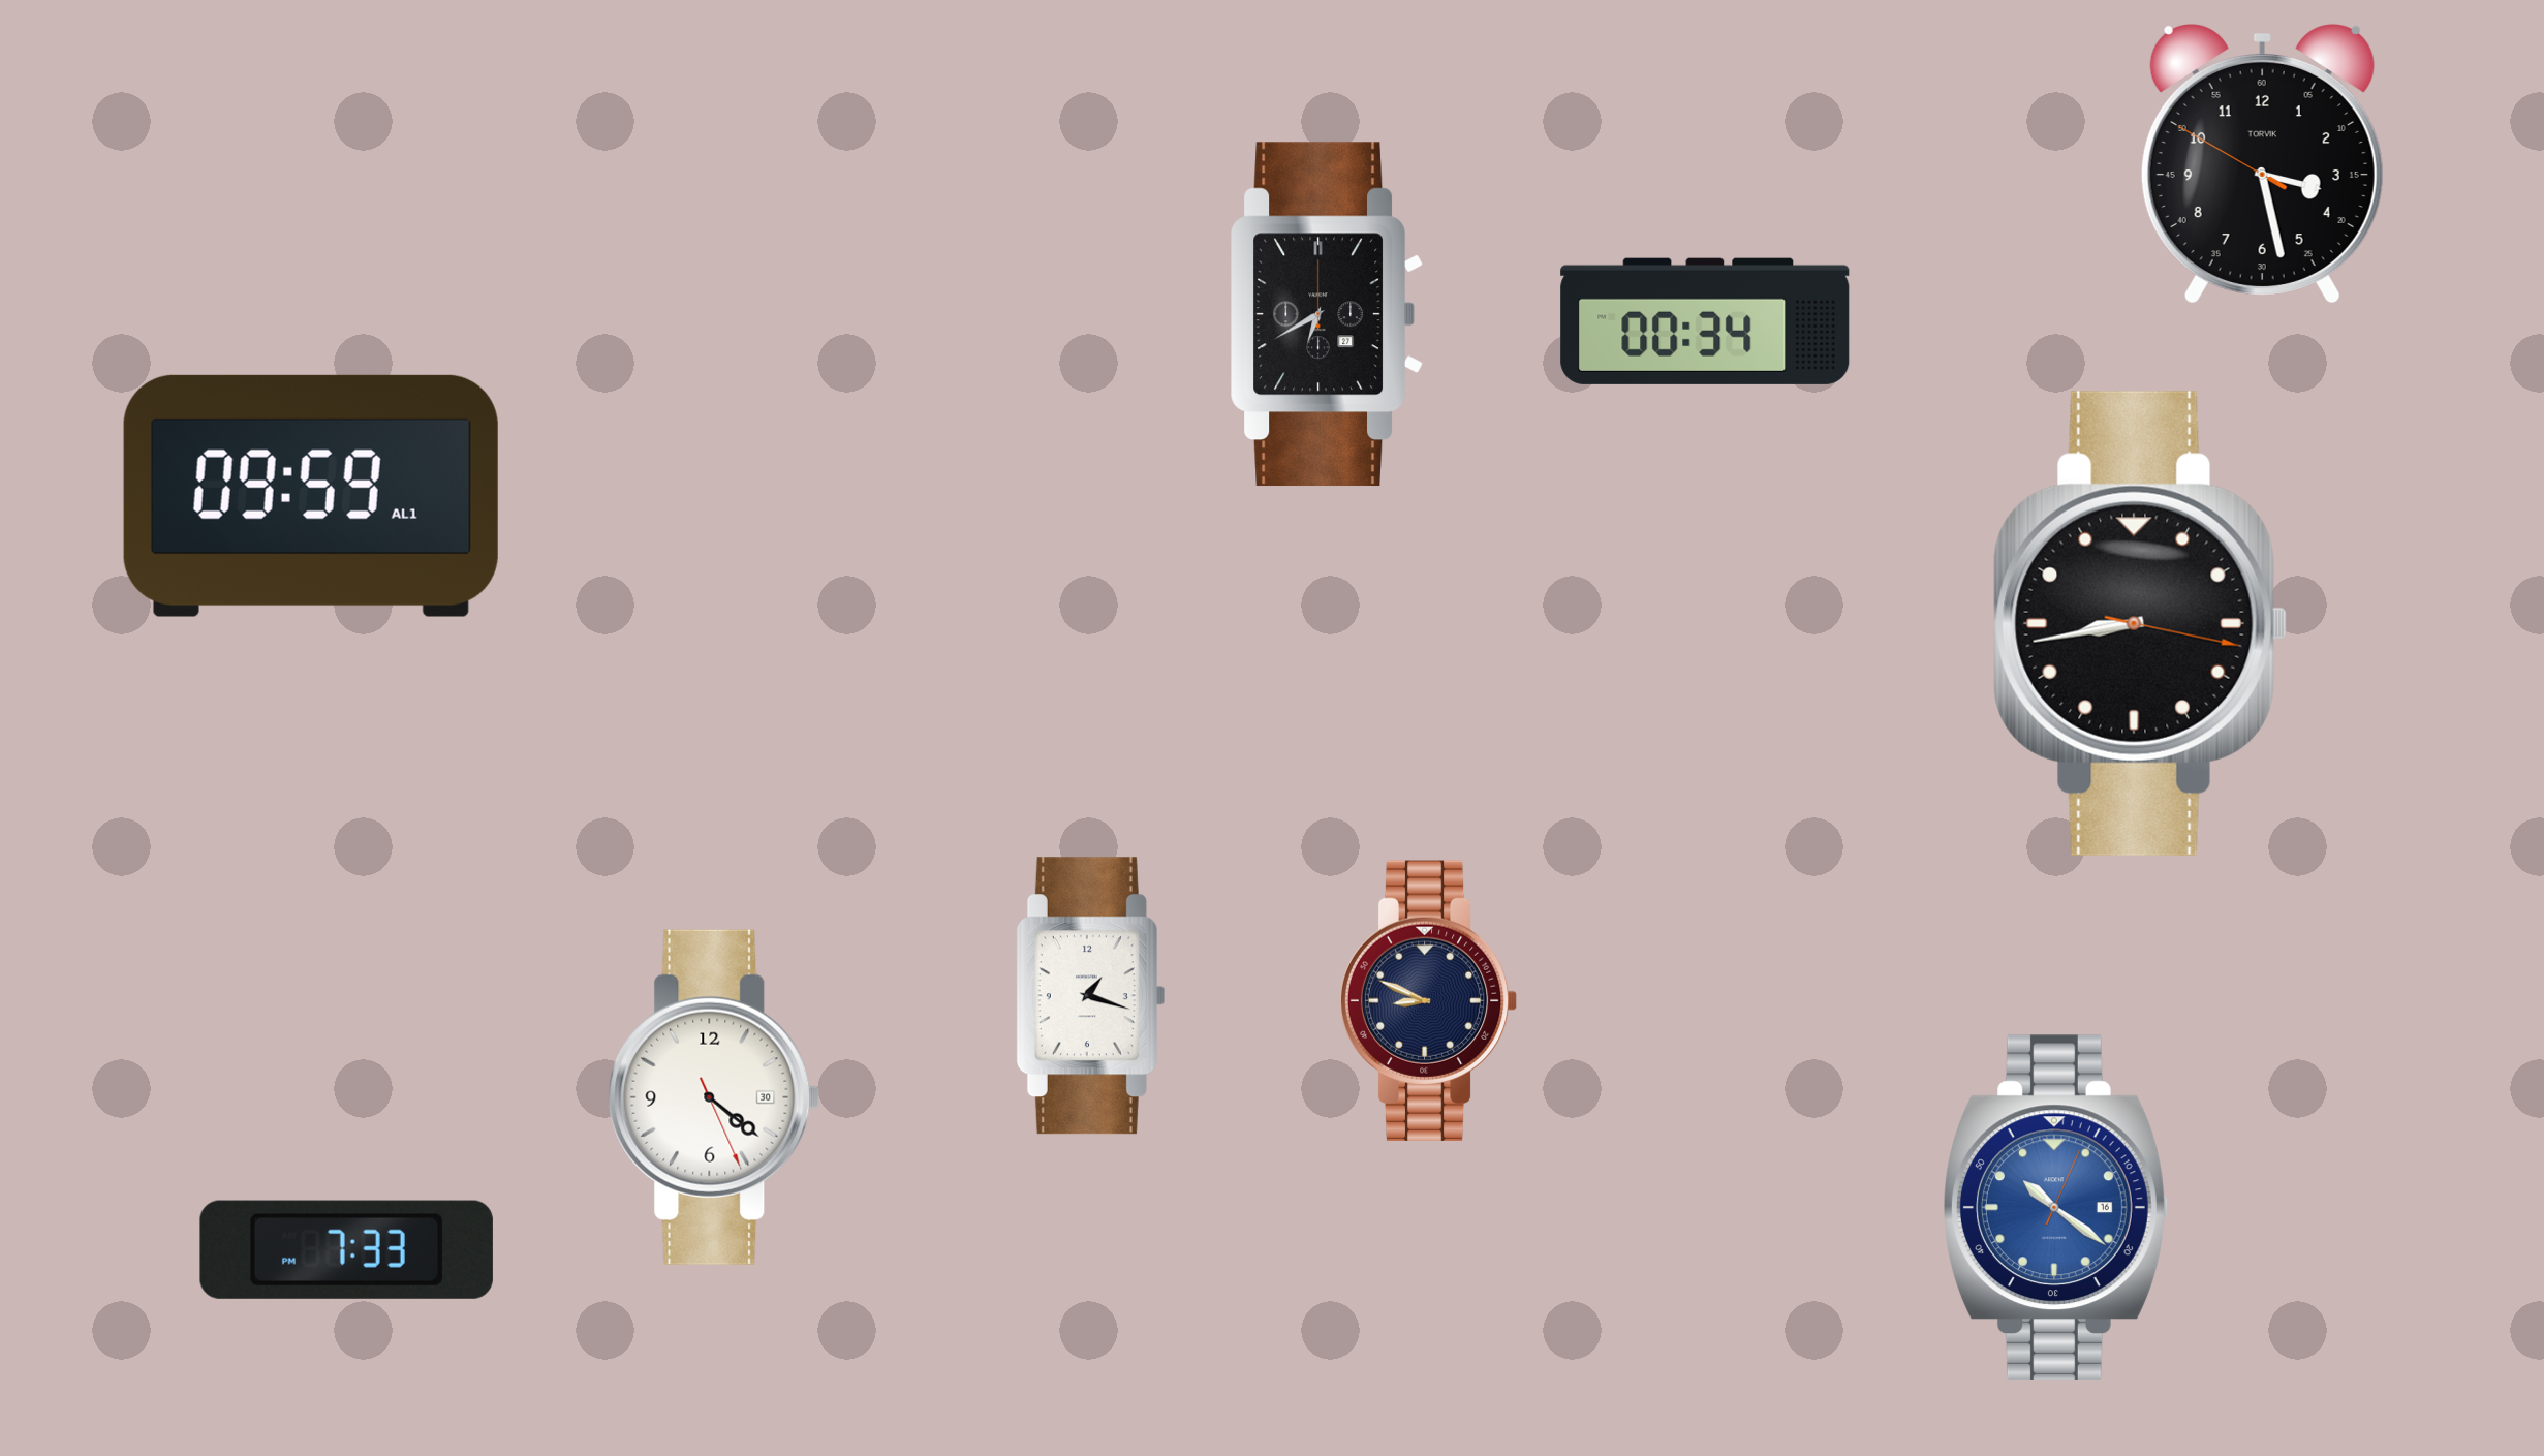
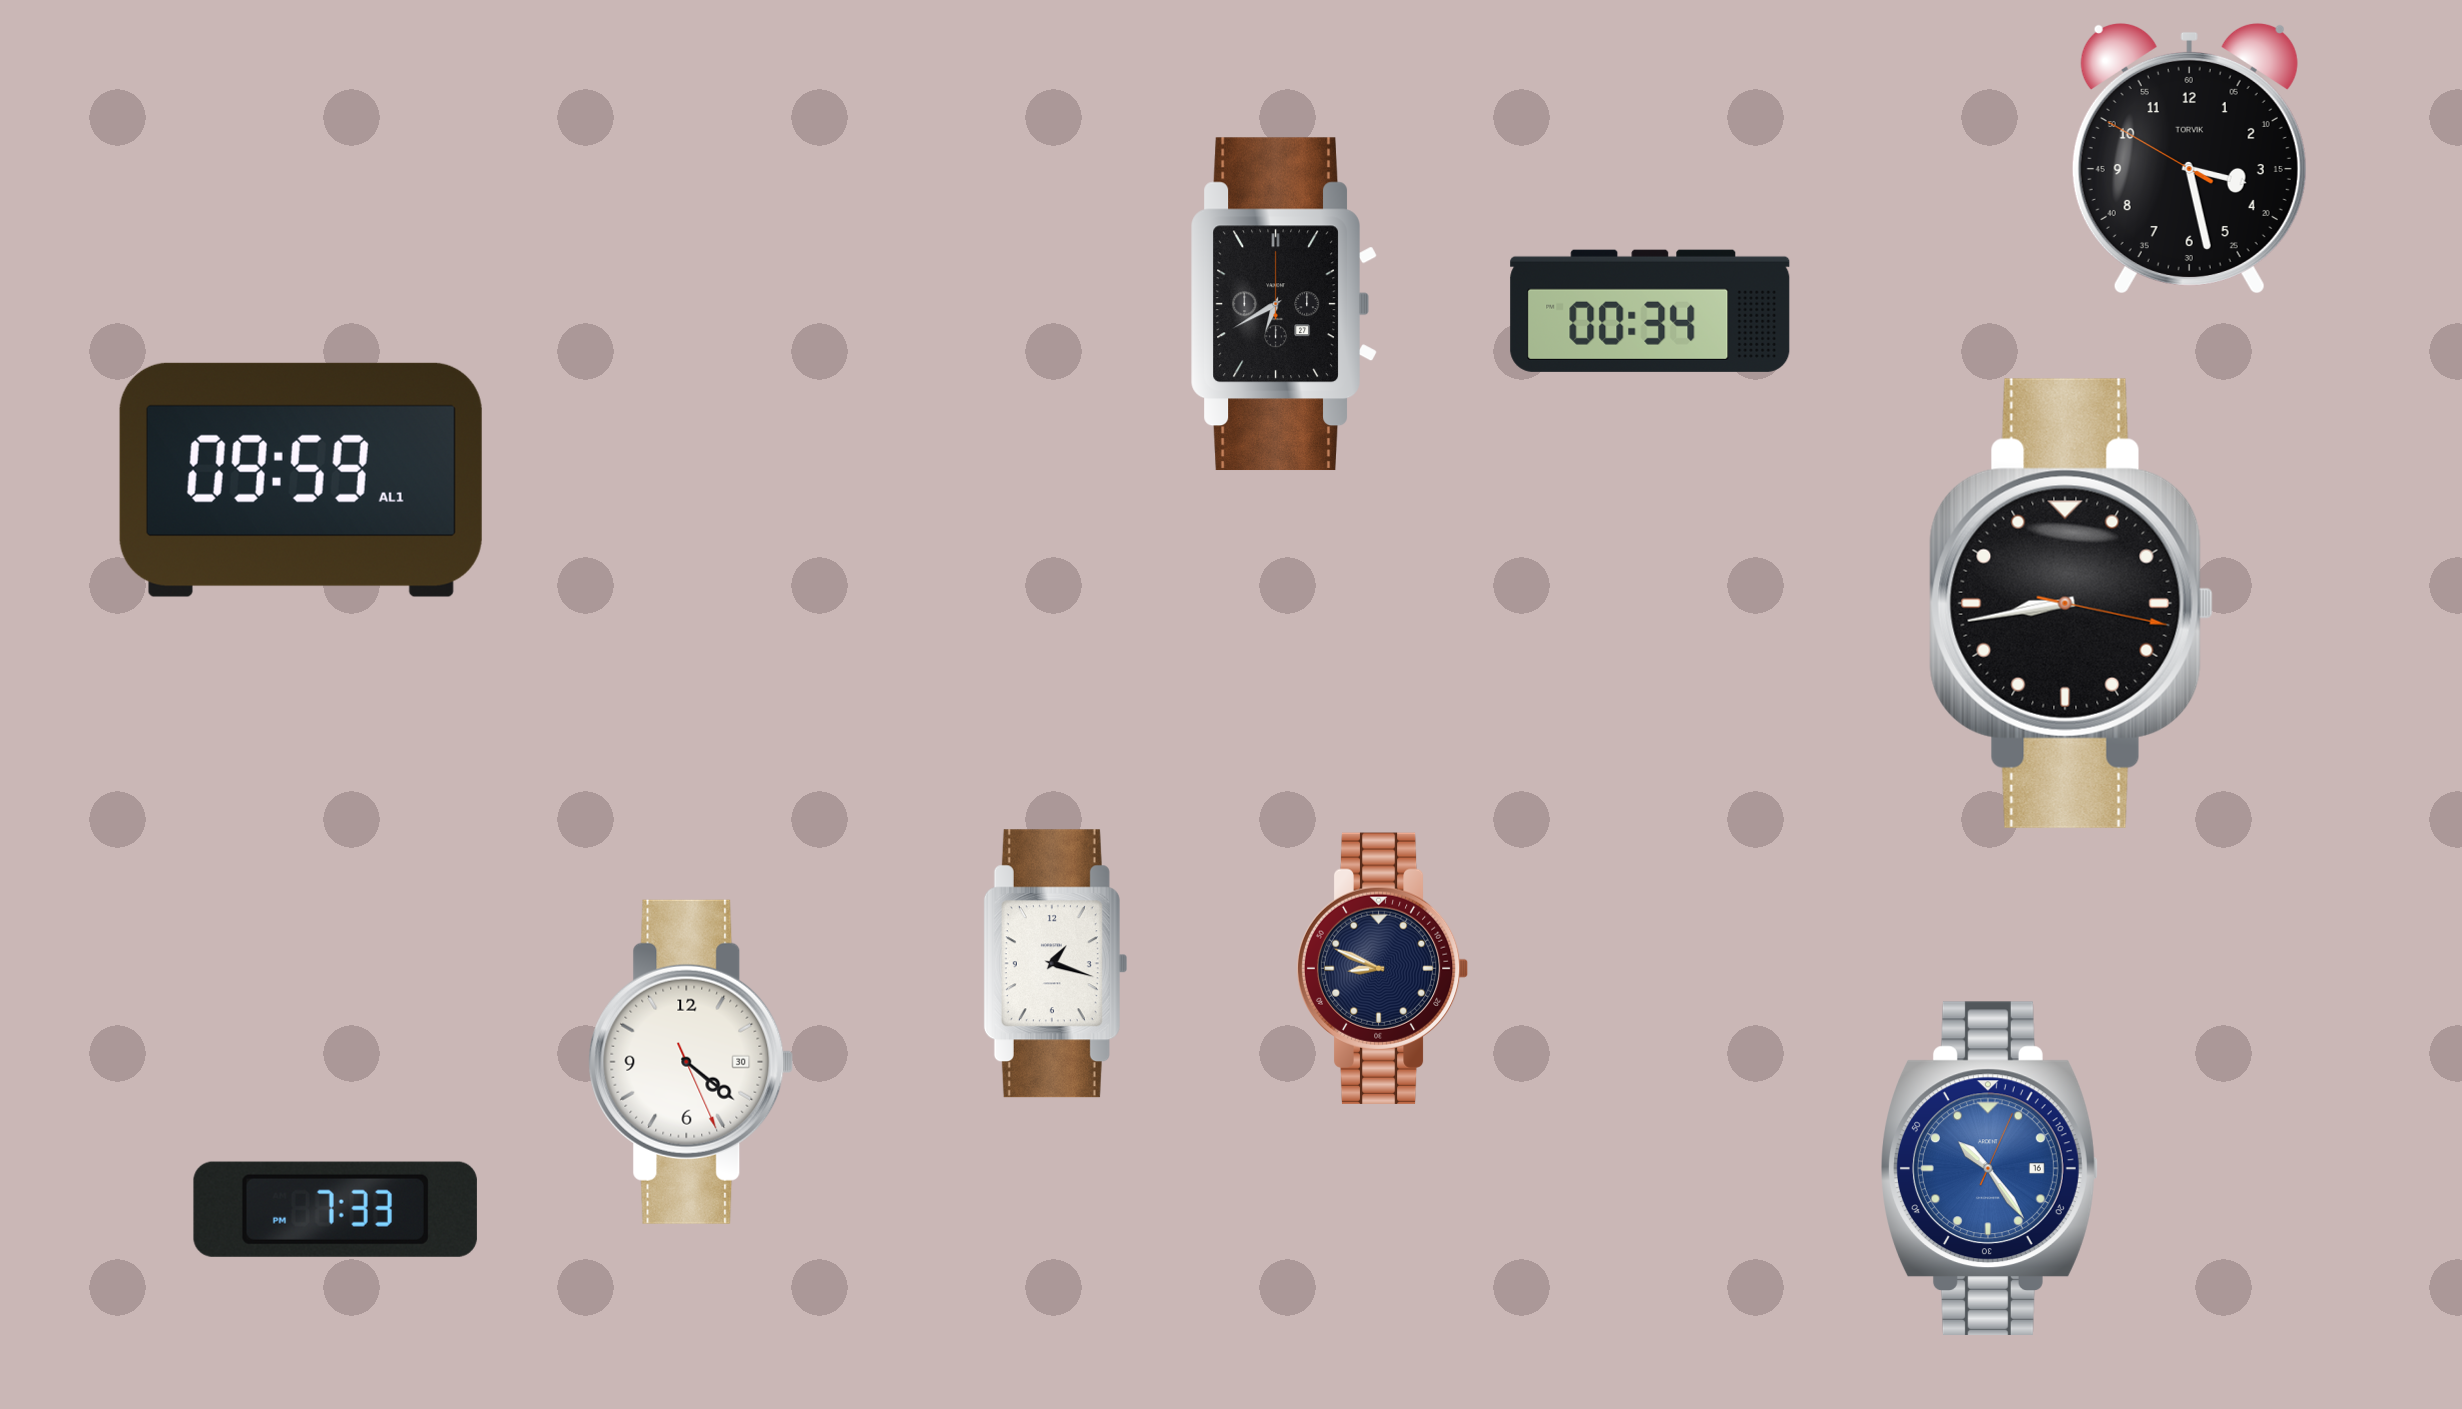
clock at (2056, 1207): 10:21 -> 10:24
